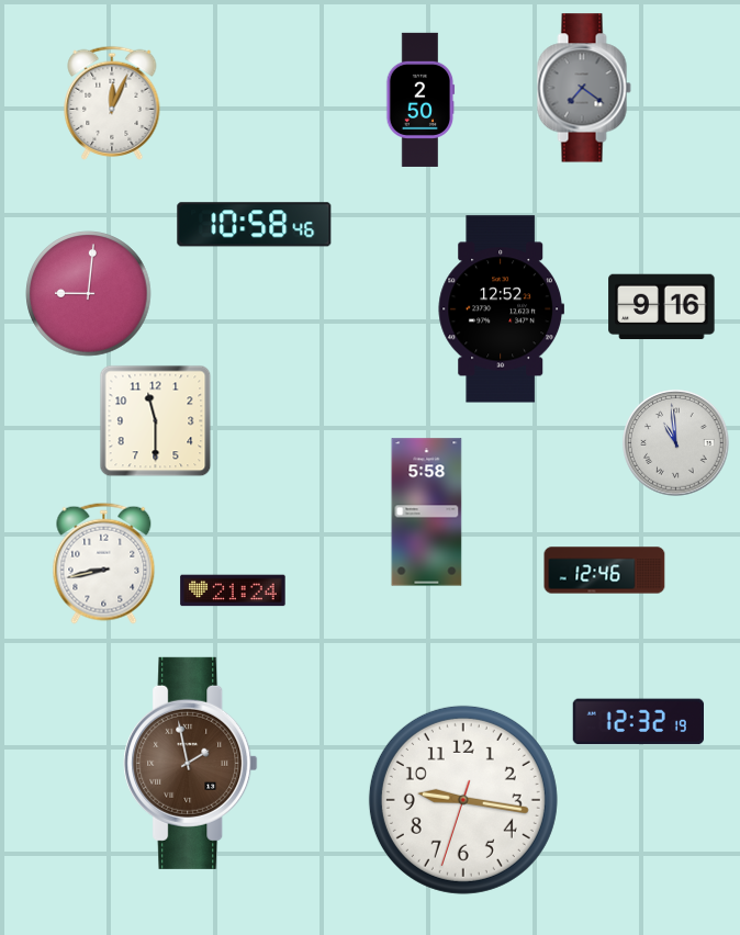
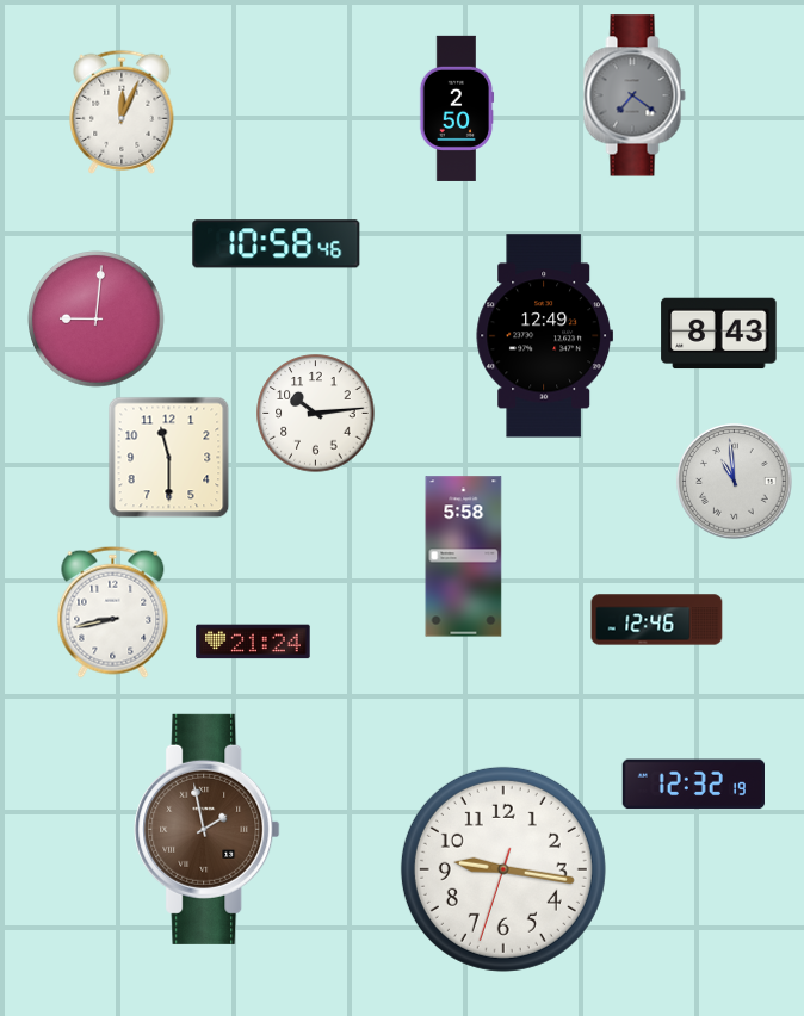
clock at (662, 307): 9:16 -> 8:43
clock at (501, 309): 12:52 -> 12:49
clock at (316, 414): none -> 10:14
